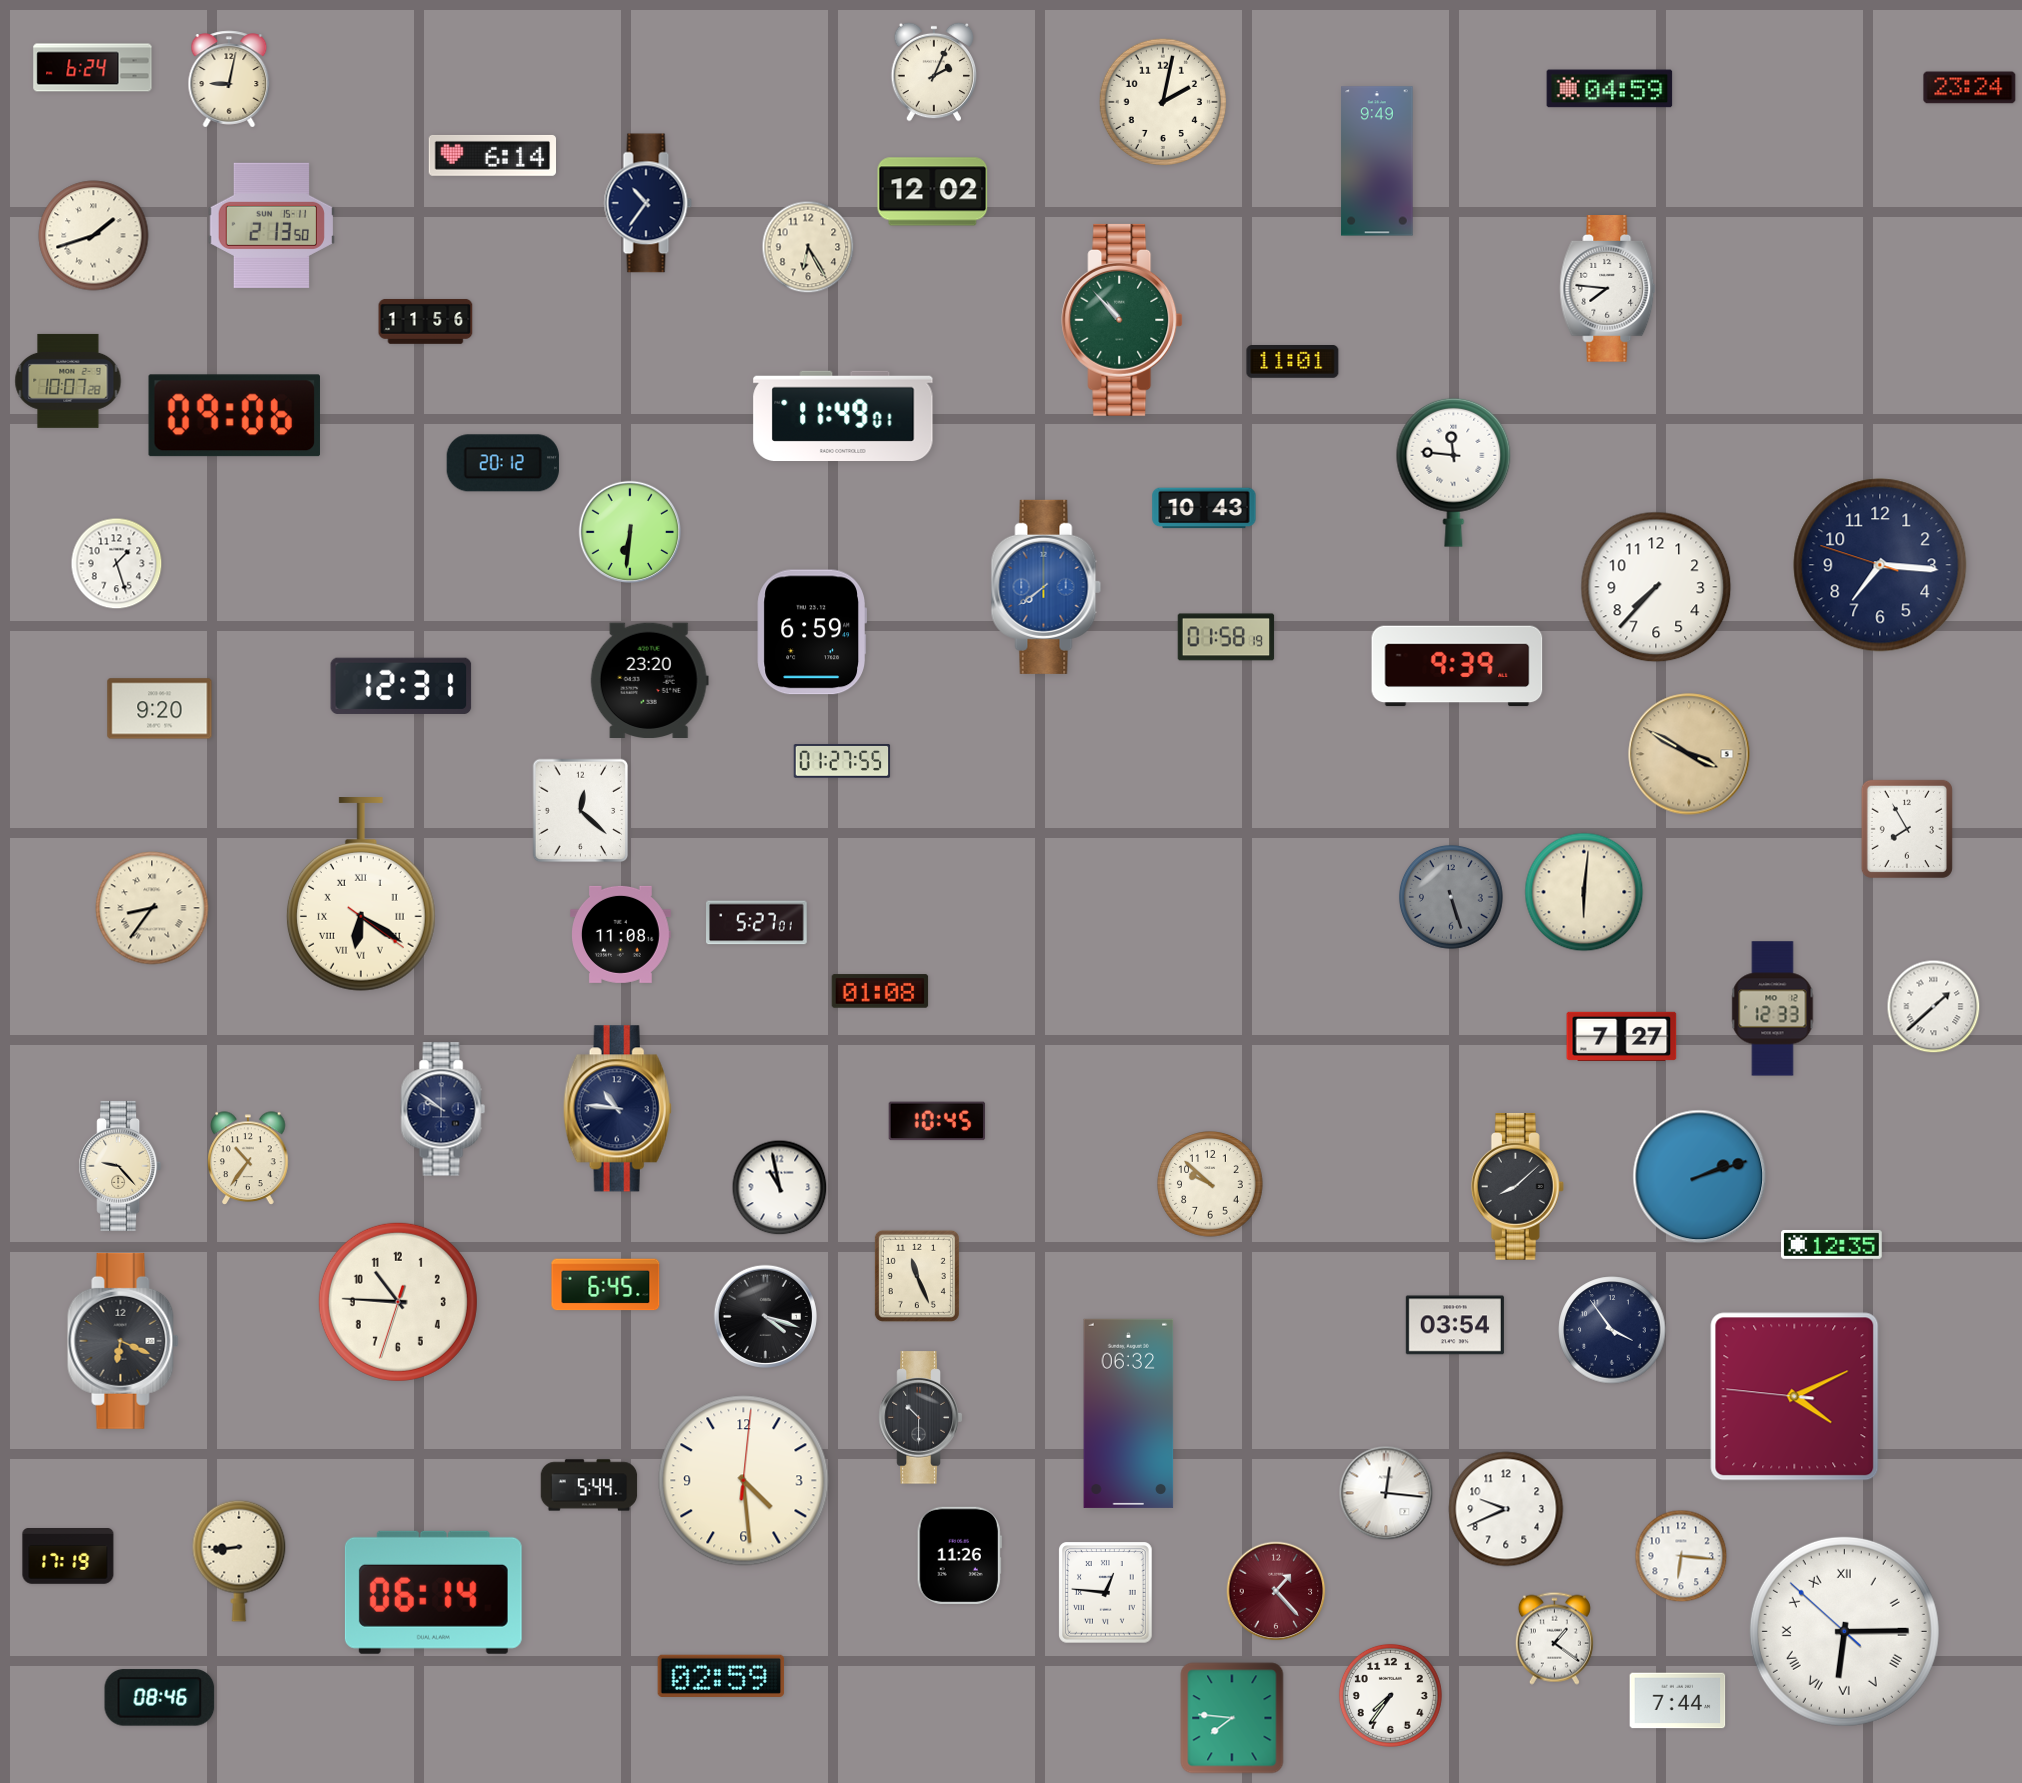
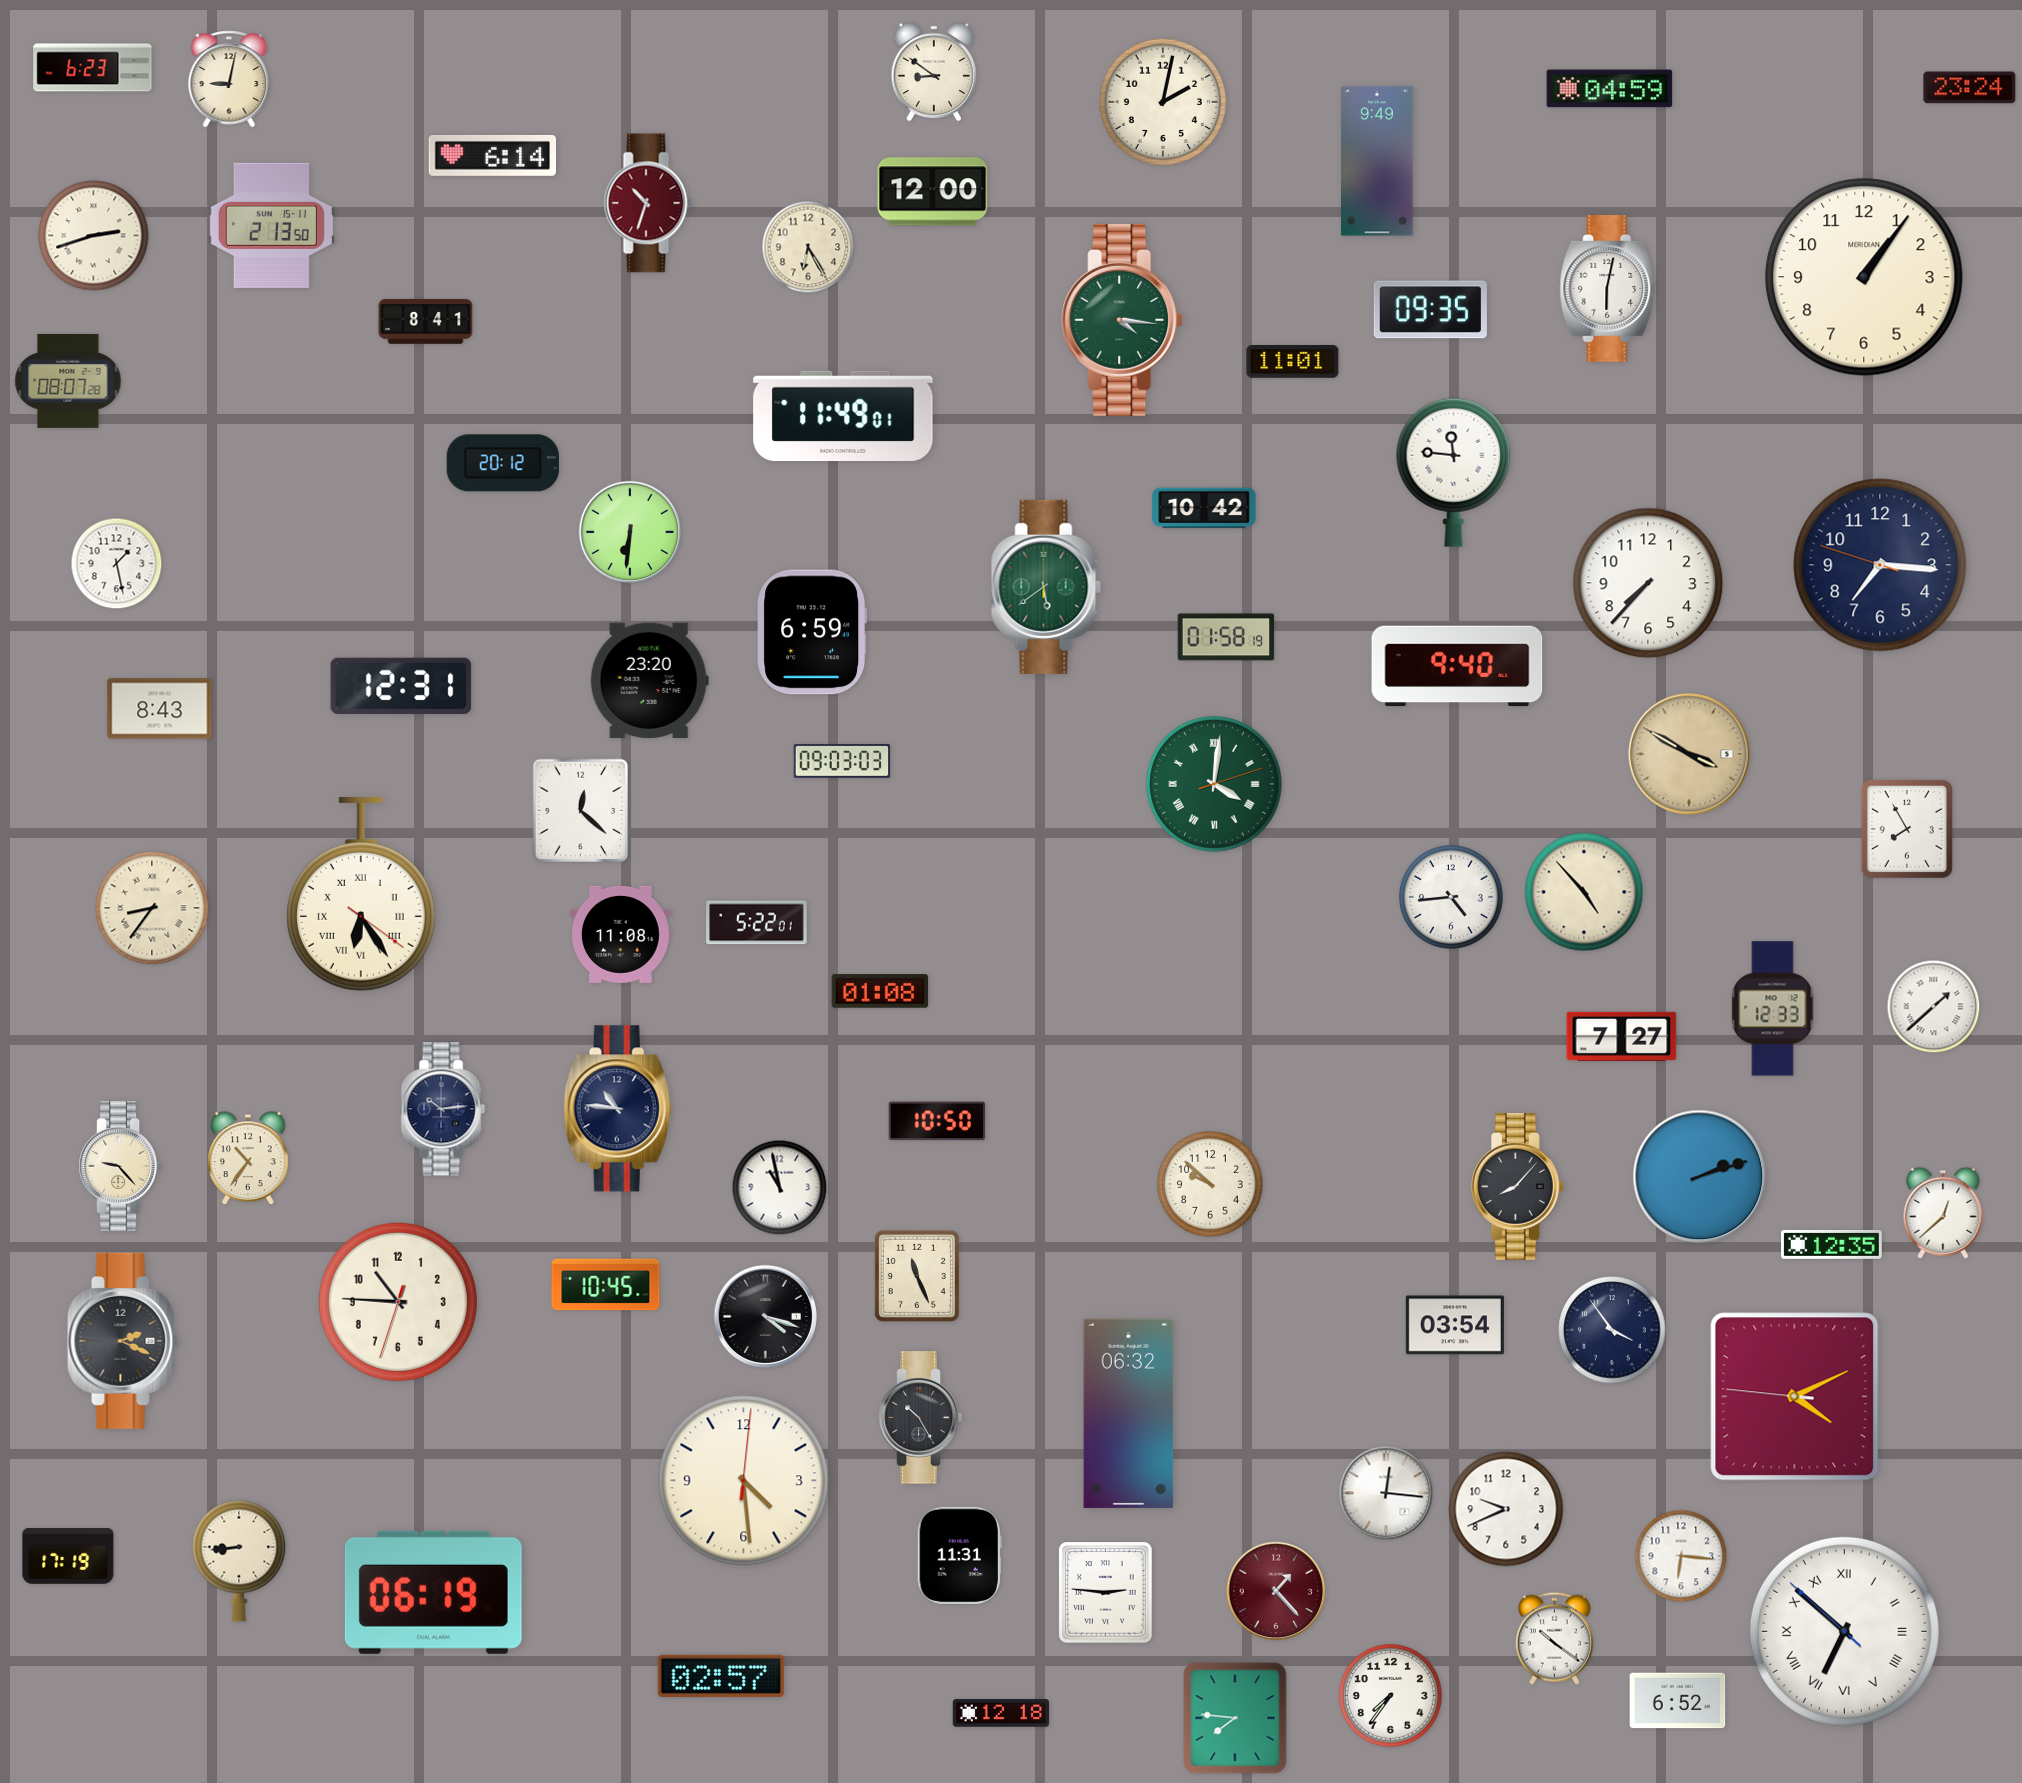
clock at (93, 68): 6:24 -> 6:23
clock at (934, 72): 2:04 -> 8:51
clock at (933, 192): 12:02 -> 12:00
clock at (648, 203): 10:36 -> 10:33
clock at (648, 203) dial: navy -> burgundy
clock at (94, 236): 1:42 -> 2:42
clock at (1864, 277): none -> 1:06
clock at (1608, 289): 7:46 -> 6:02
clock at (1430, 310): none -> 09:35
clock at (1122, 320): 10:53 -> 4:16
clock at (426, 321): 11:56 -> 8:41
clock at (68, 381): 10:07 -> 08:07
clock at (234, 416): 09:06 -> none
clock at (1204, 508): 10:43 -> 10:42
clock at (117, 564): 1:27 -> 1:28
clock at (1046, 587): 7:39 -> 5:39
clock at (1046, 587) dial: blue -> green
clock at (1656, 587) position: (1656, 587) -> (1648, 583)
clock at (1457, 666): 9:39 -> 9:40
clock at (160, 709): 9:20 -> 8:43
clock at (842, 762): 01:27 -> 09:03
clock at (1214, 784): none -> 4:01
clock at (1584, 892): 6:01 -> 4:53
clock at (361, 894): 6:20 -> 6:24
clock at (1451, 897): 5:27 -> 4:44
clock at (1451, 897) dial: grey -> white
clock at (757, 923): 5:27 -> 5:22
clock at (443, 1109): 9:51 -> 10:14
clock at (937, 1121): 10:45 -> 10:50
clock at (1517, 1187): 8:08 -> 8:07
clock at (1943, 1213): none -> 12:38
clock at (606, 1285): 6:45 -> 10:45
clock at (123, 1341): 6:19 -> 2:19
clock at (921, 1418): 10:30 -> 10:25
clock at (589, 1485): 5:44 -> none
clock at (959, 1555): 11:26 -> 11:31
clock at (433, 1592): 06:14 -> 06:19
clock at (1106, 1593): 12:46 -> 2:46
clock at (1844, 1631): 6:14 -> 6:51
clock at (1554, 1638): 1:21 -> 10:21
clock at (721, 1676): 02:59 -> 02:57
clock at (160, 1698): 08:46 -> none
clock at (1678, 1701): 7:44 -> 6:52
clock at (1001, 1713): none -> 12:18
clock at (1232, 1718) position: (1232, 1718) -> (1235, 1718)
